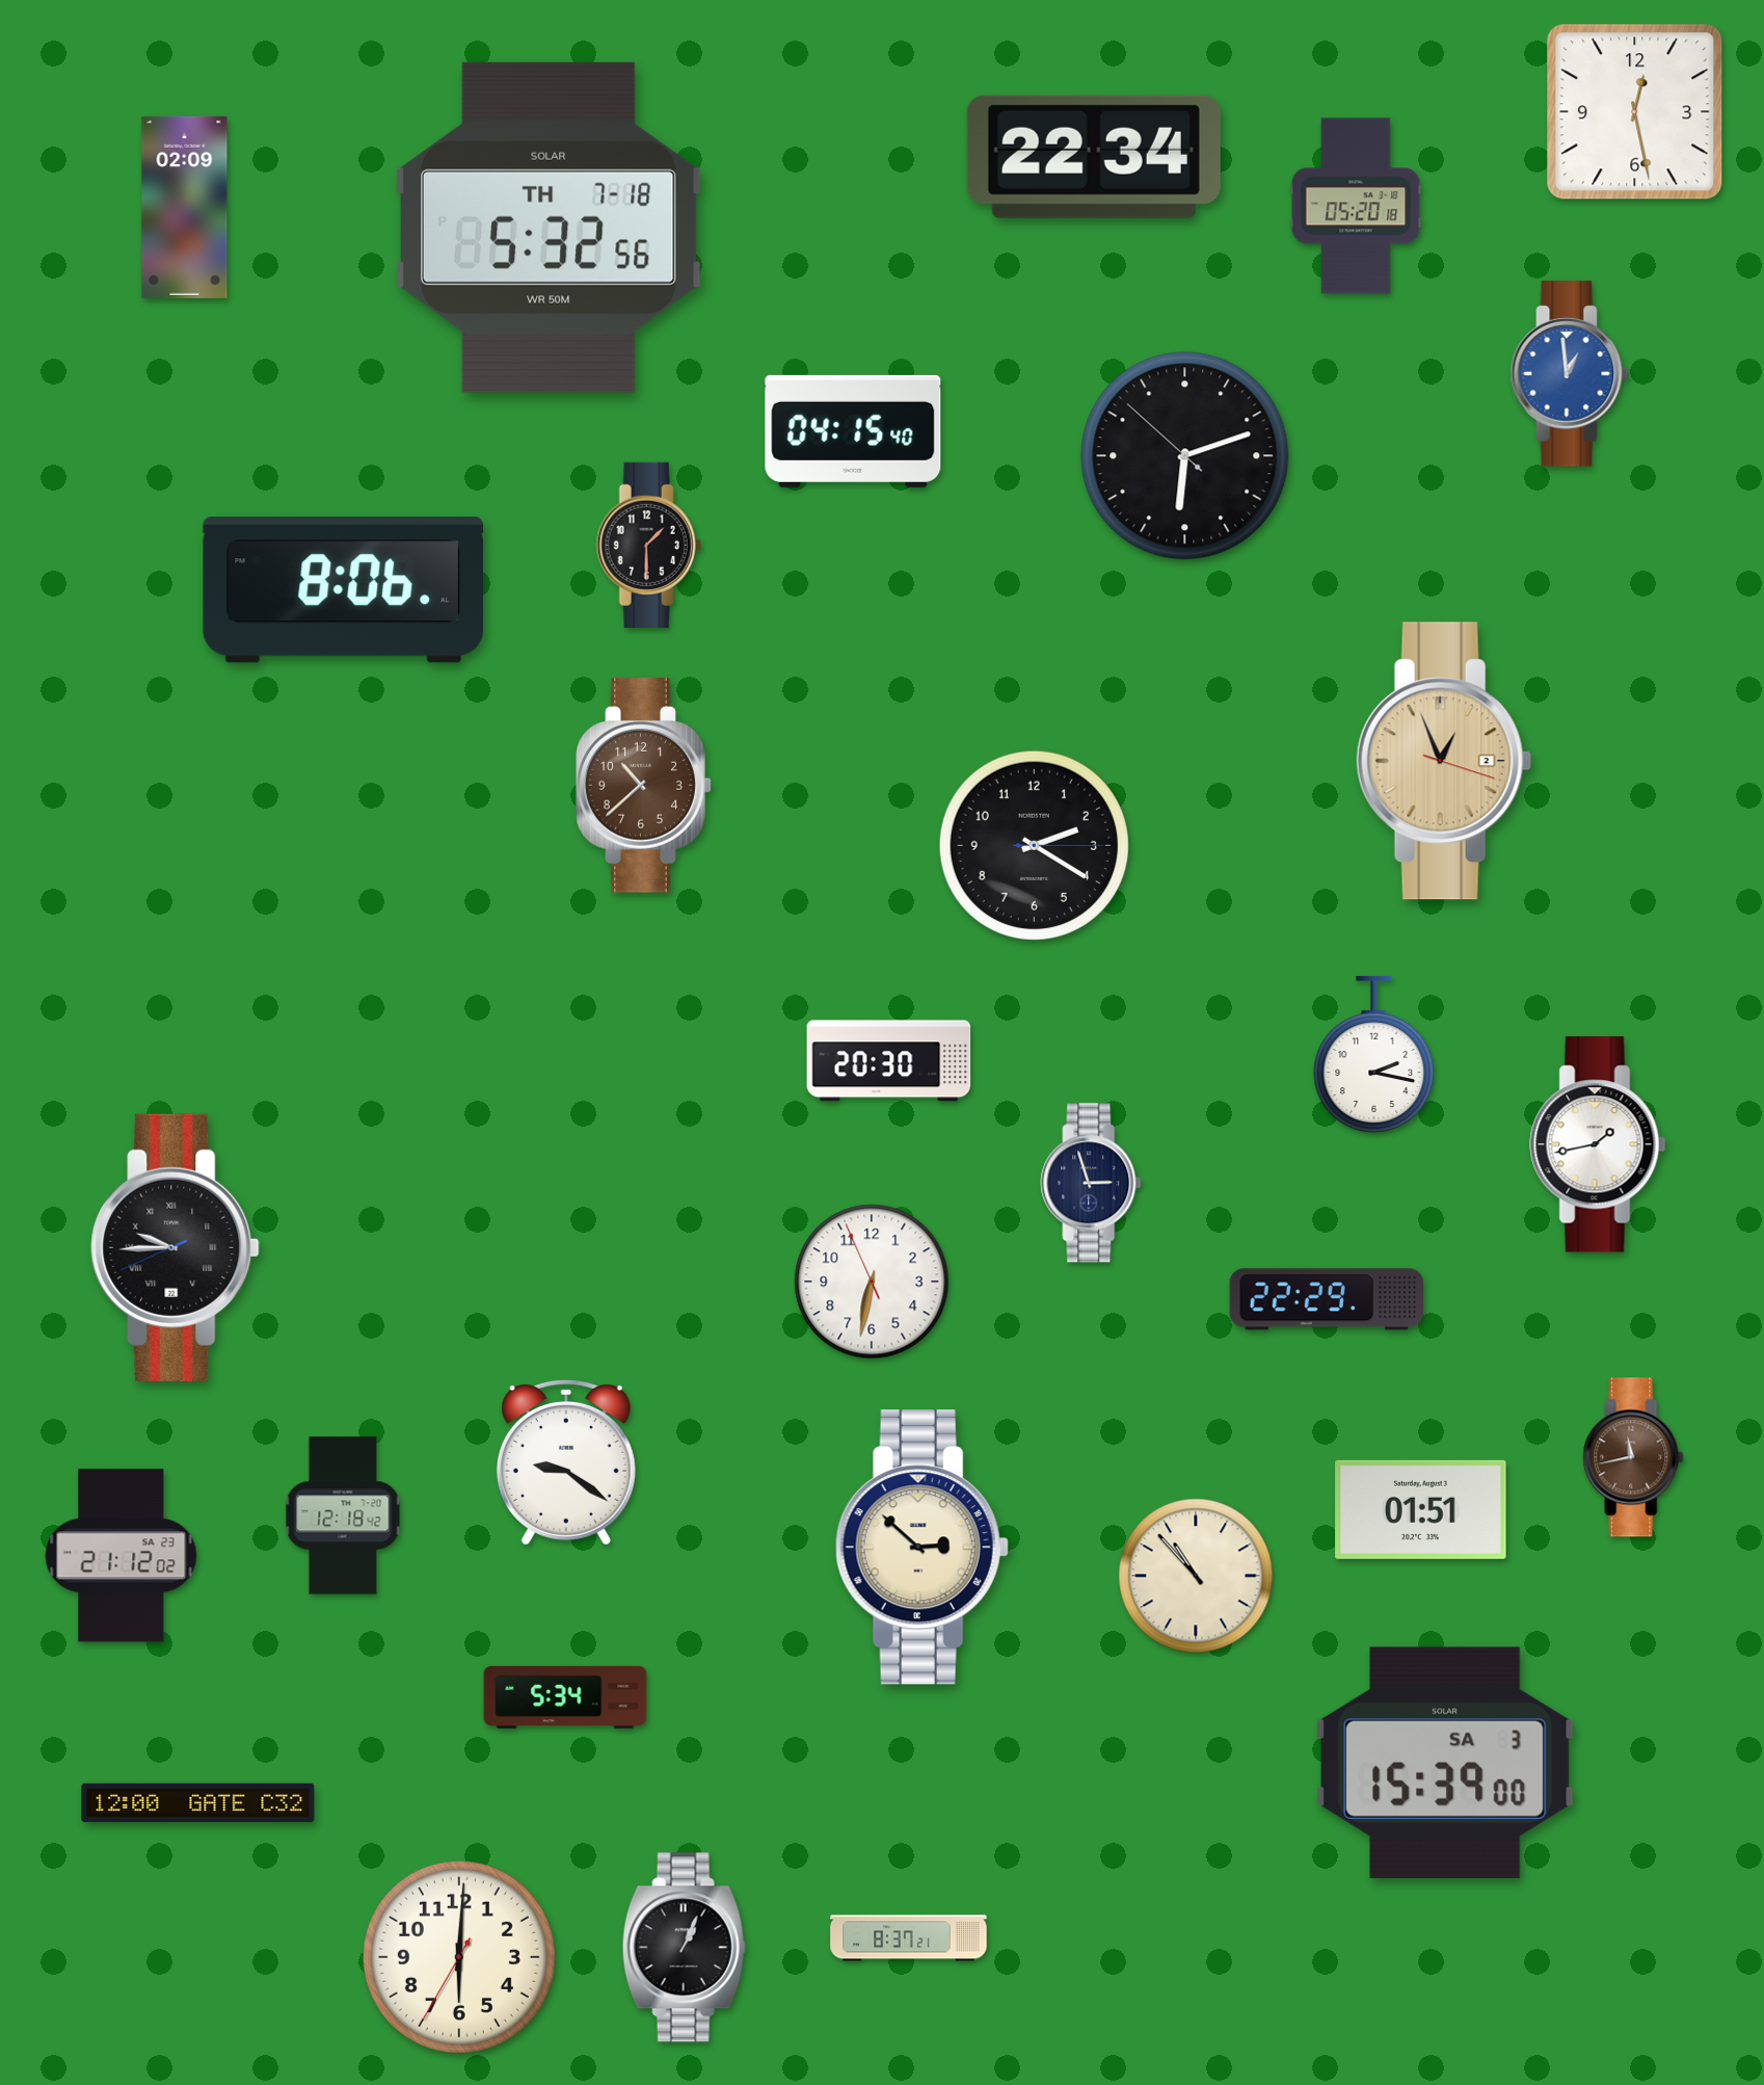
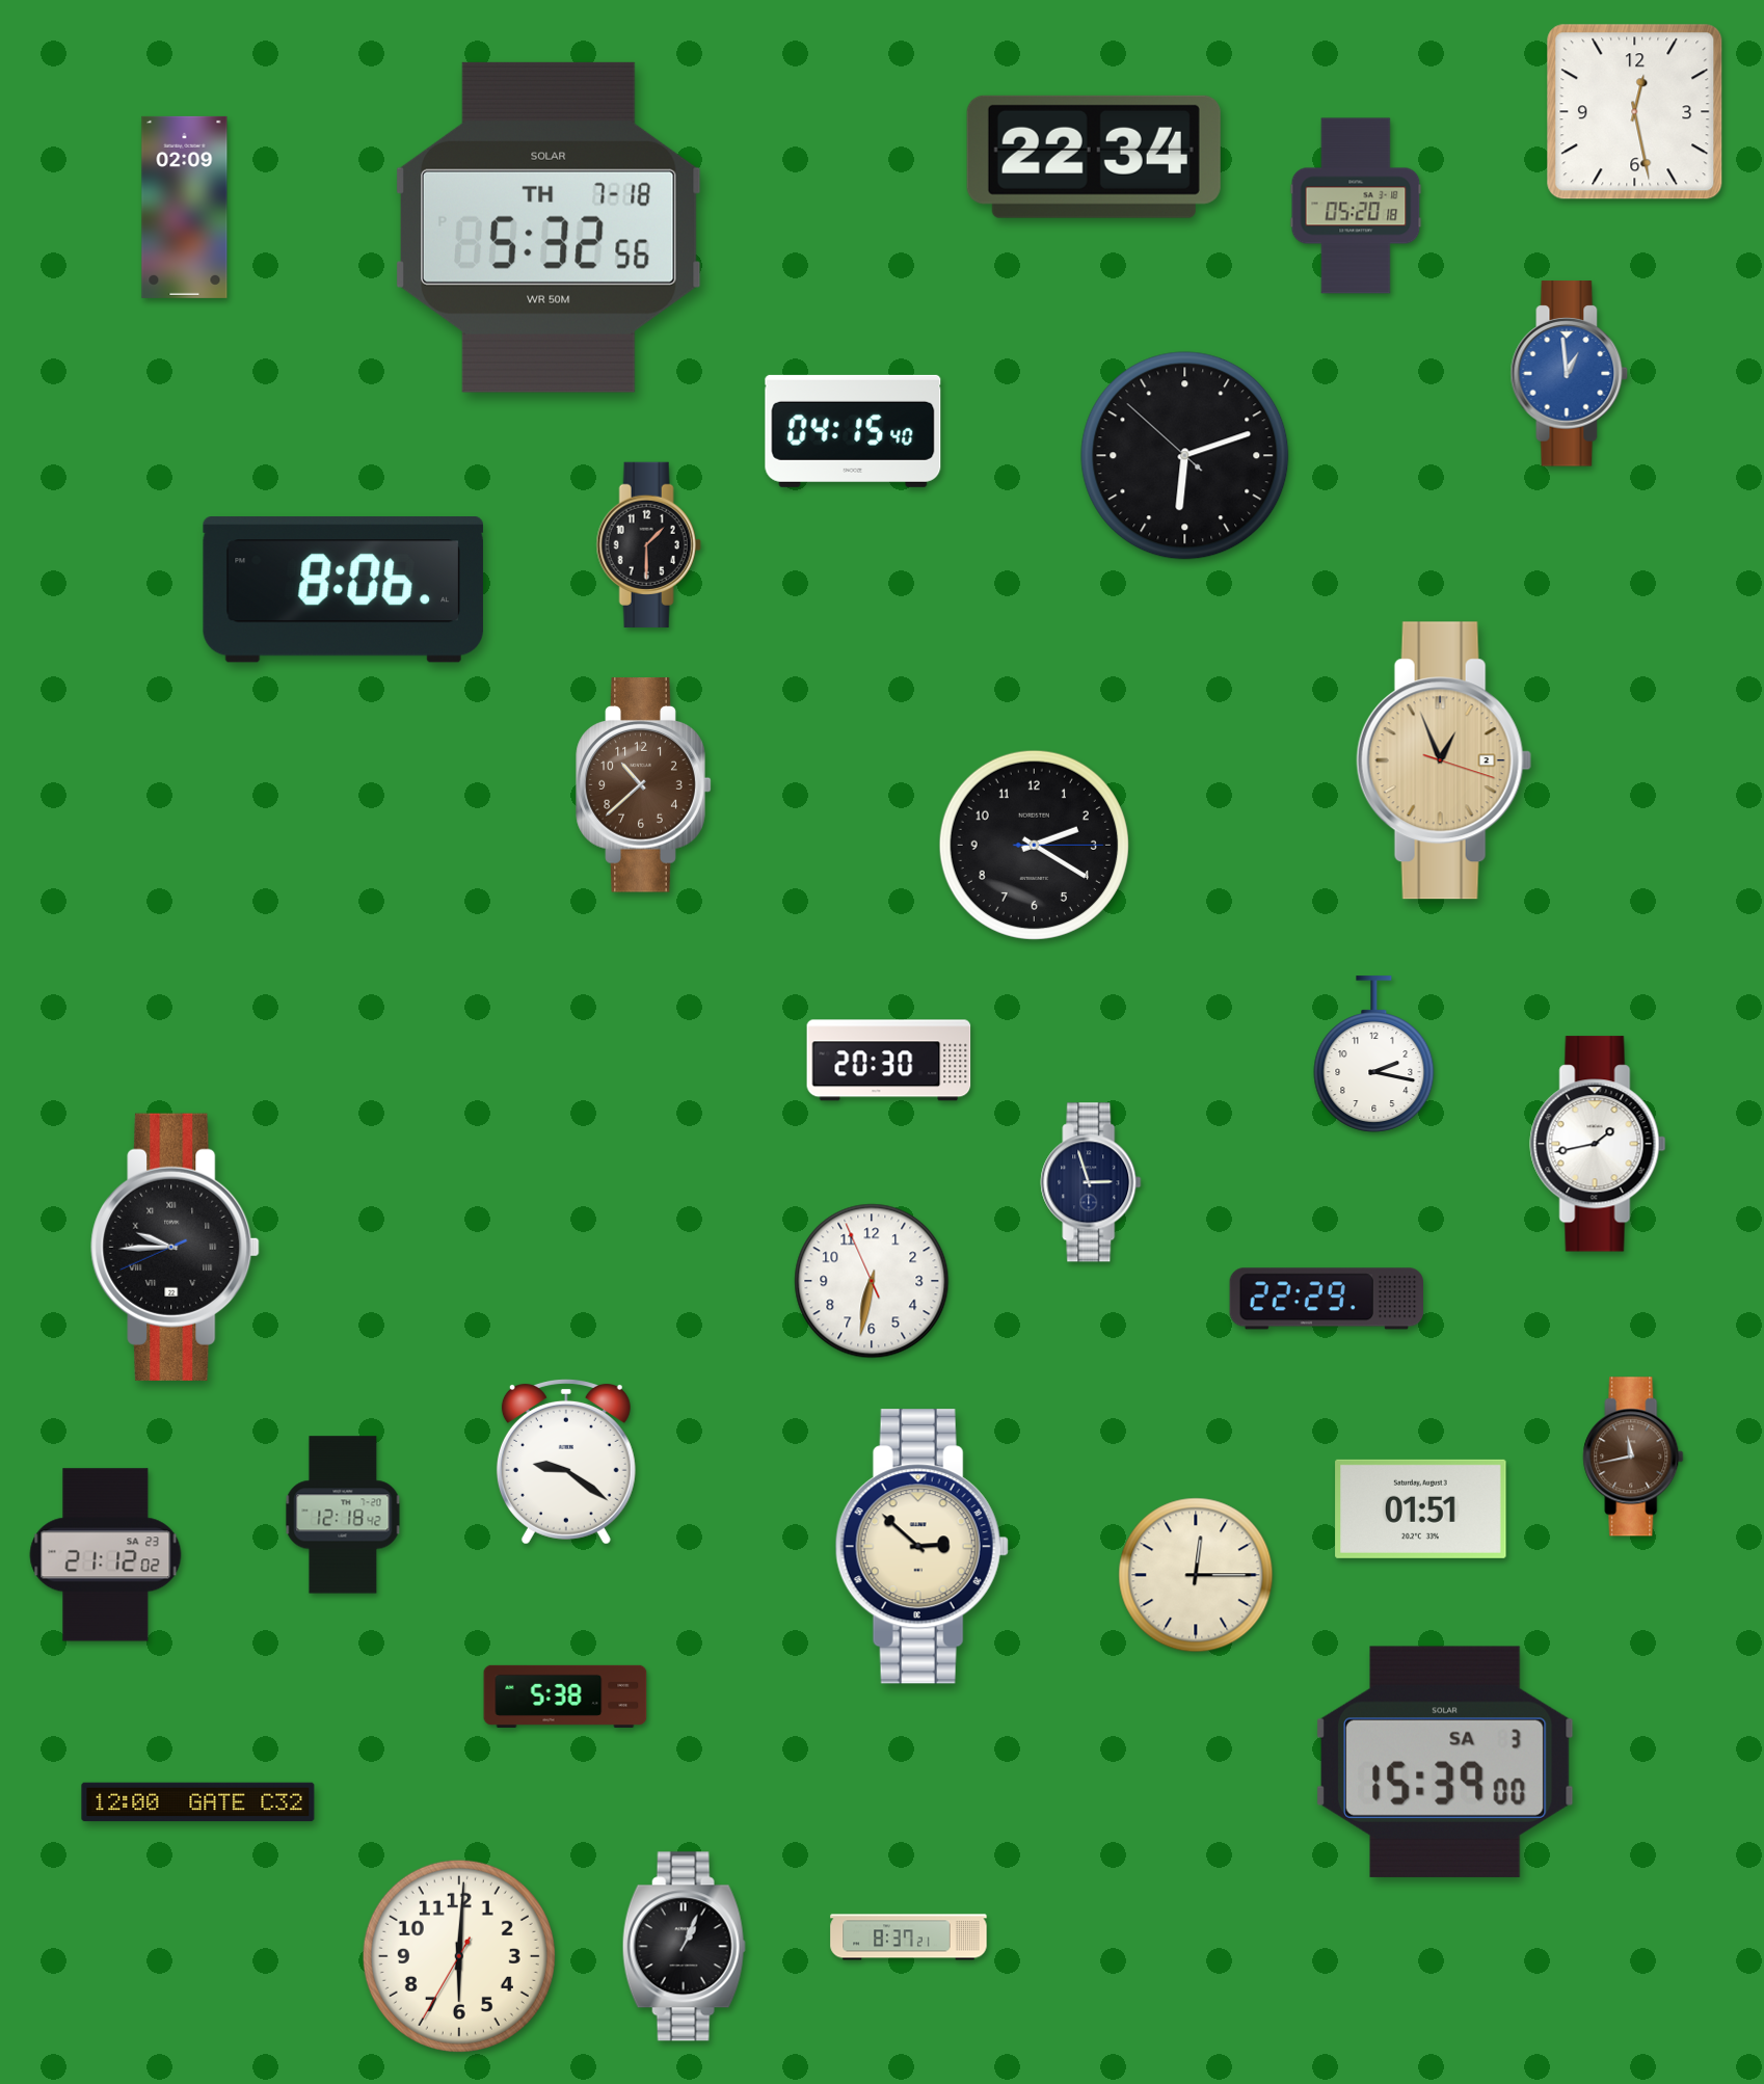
clock at (122, 1556) position: (122, 1556) -> (106, 1555)
clock at (1196, 1576): 10:53 -> 12:15
clock at (565, 1697): 5:34 -> 5:38
